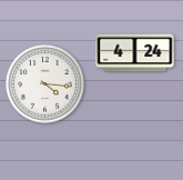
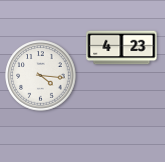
clock at (135, 53): 4:24 -> 4:23
